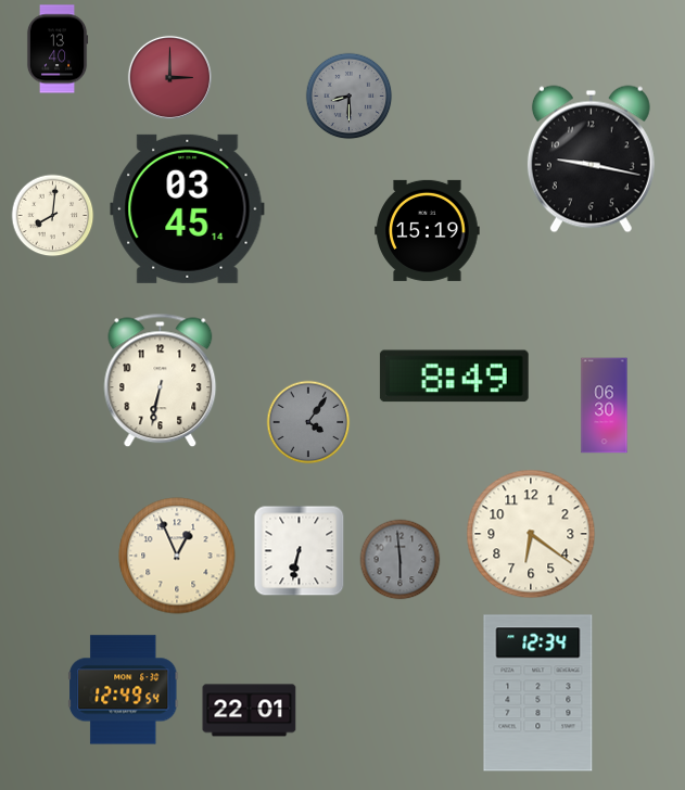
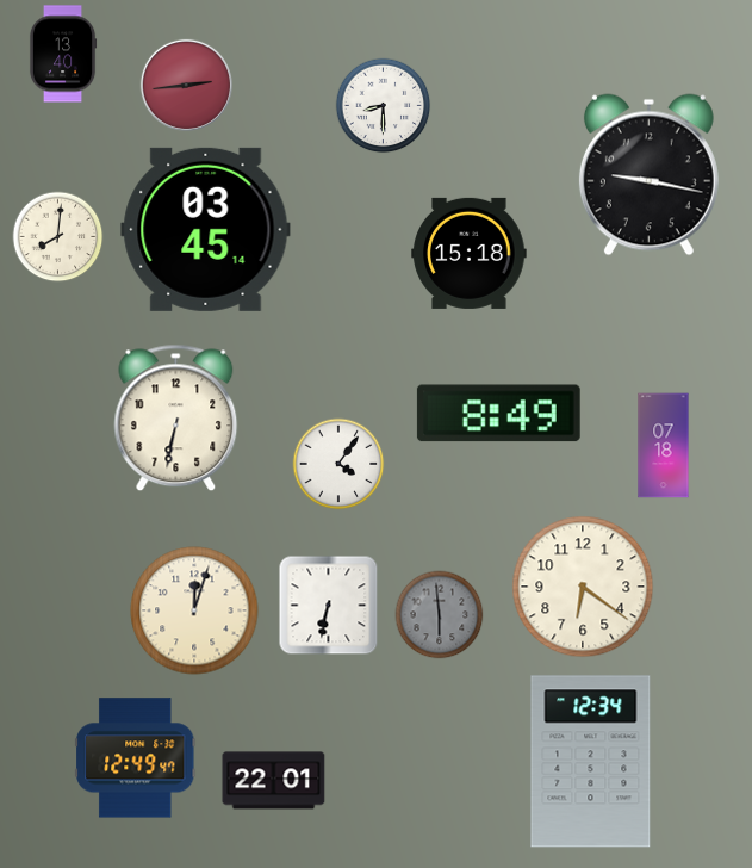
clock at (169, 77): 3:00 -> 2:44
clock at (350, 97) dial: grey -> white
clock at (428, 230): 15:19 -> 15:18
clock at (605, 406): 06:30 -> 07:18
clock at (308, 422) dial: grey -> white
clock at (177, 556): 12:56 -> 12:03
clock at (124, 690): 12:49:54 -> 12:49:47
